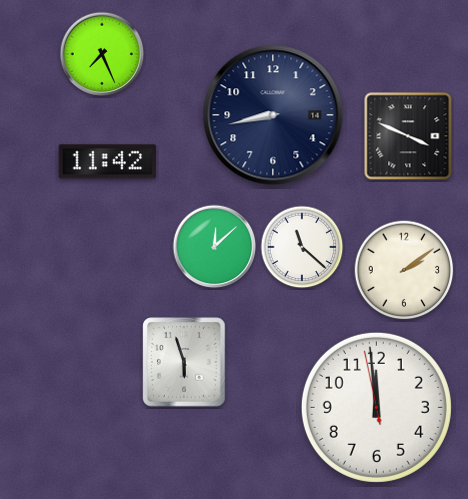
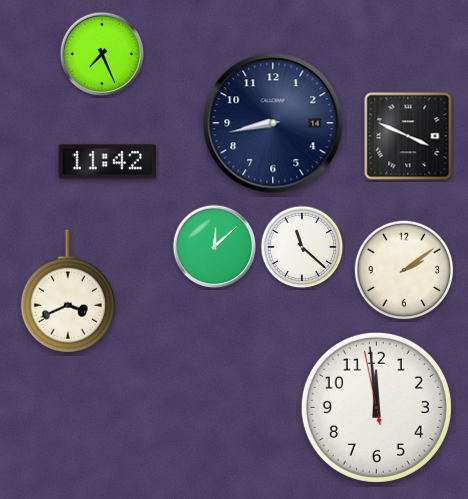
clock at (273, 115) position: (273, 115) -> (273, 123)
clock at (68, 291): none -> 3:41
clock at (184, 362): 5:57 -> none
